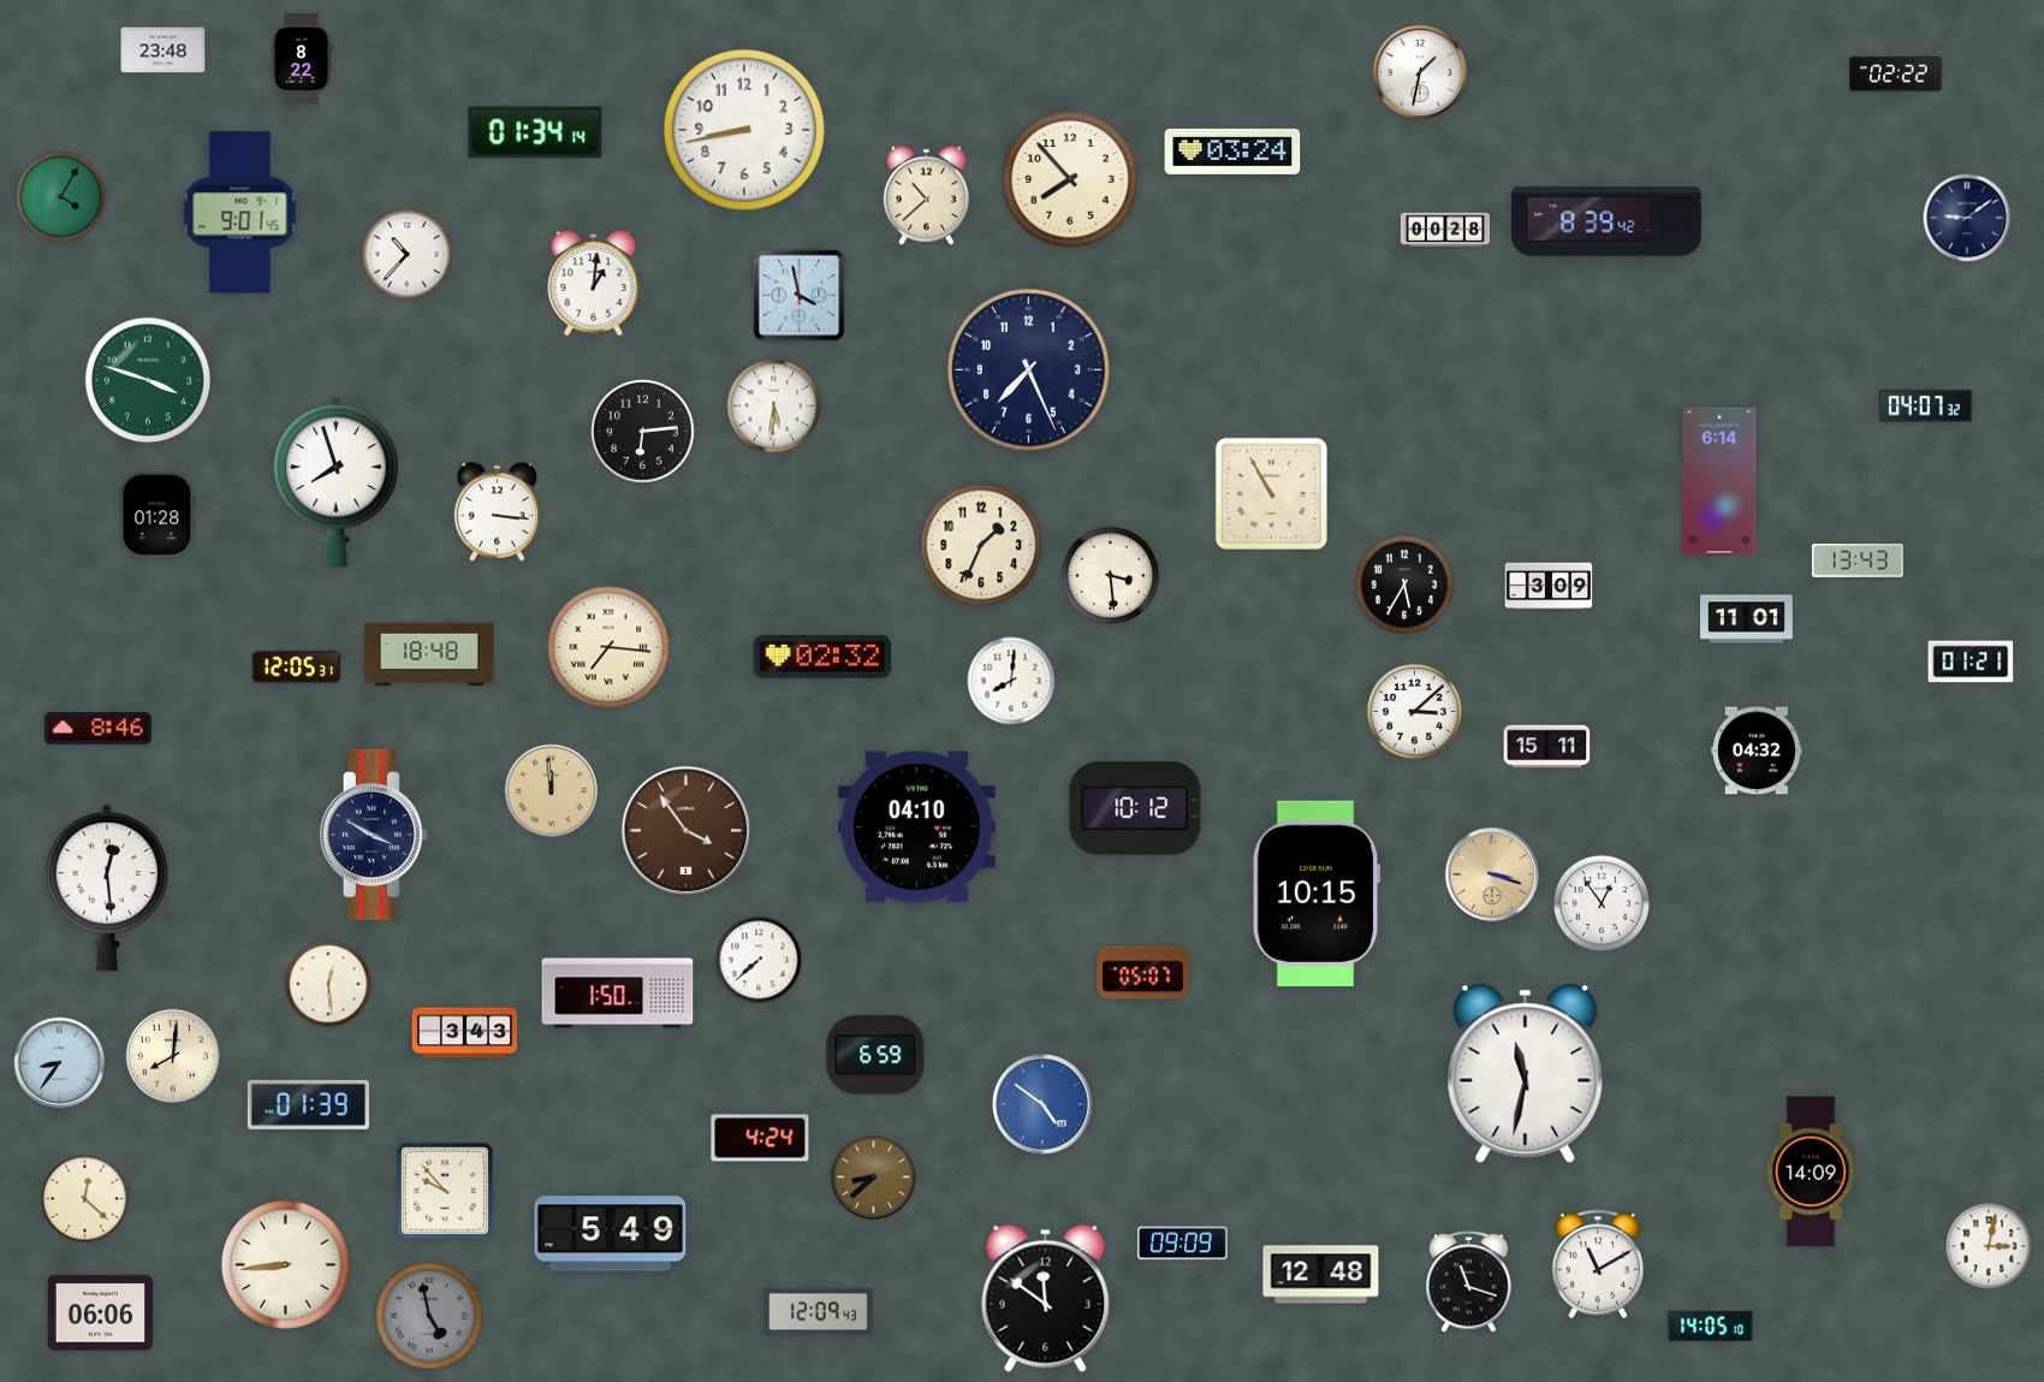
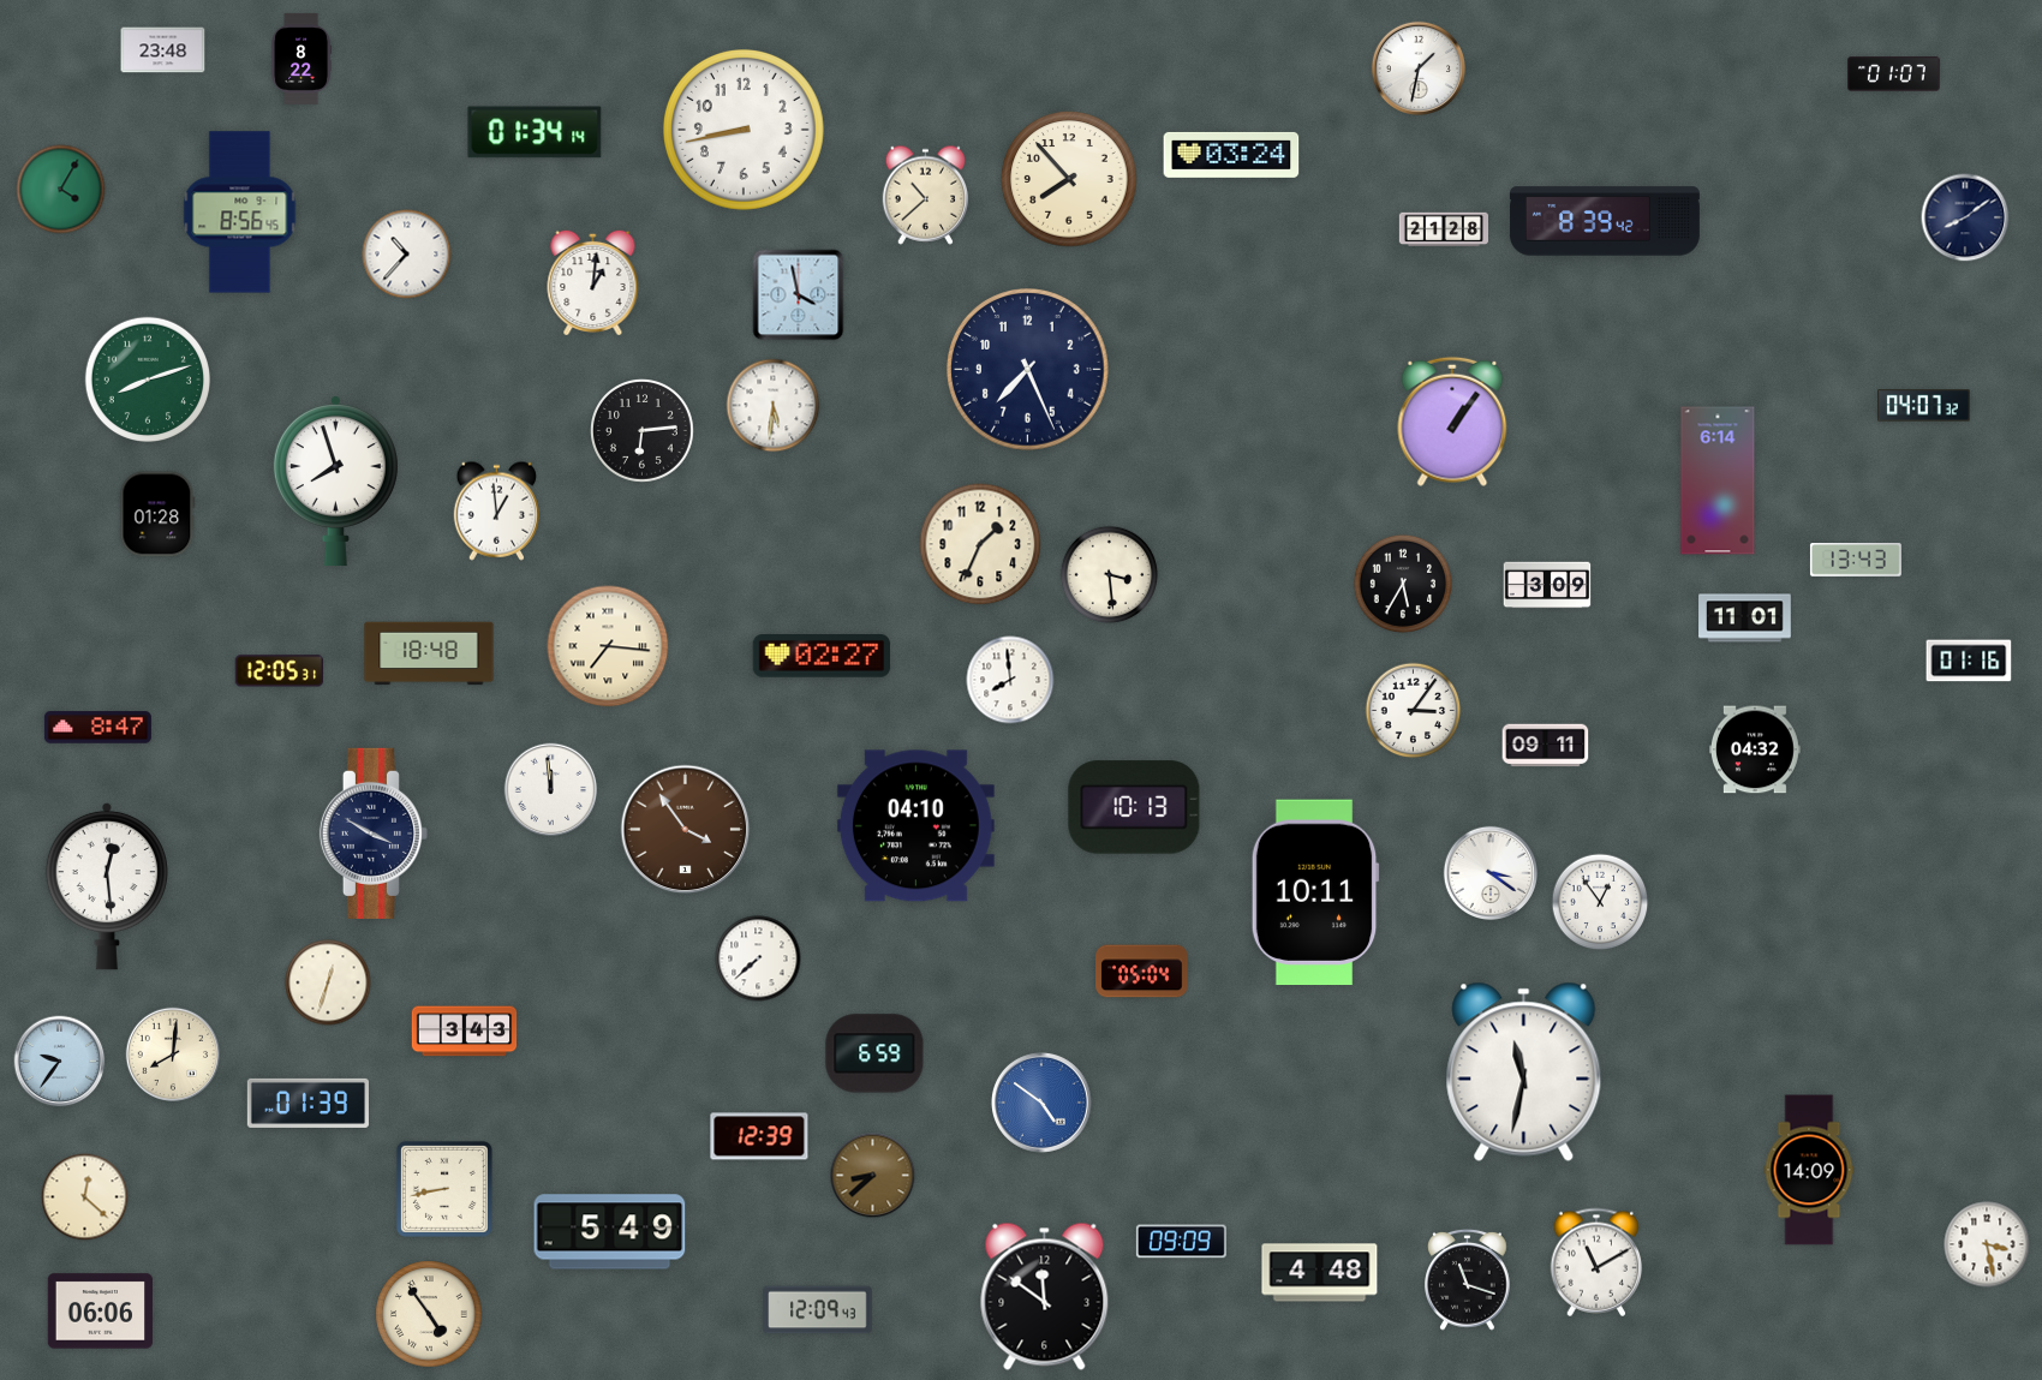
clock at (1420, 72) position: (1420, 72) -> (1419, 68)
clock at (1896, 75): 02:22 -> 01:07
clock at (1232, 152) position: (1232, 152) -> (1231, 155)
clock at (61, 197) position: (61, 197) -> (61, 190)
clock at (240, 213): 9:01 -> 8:56
clock at (1967, 218): 9:09 -> 8:09
clock at (1444, 230): 00:28 -> 21:28
clock at (148, 380): 3:48 -> 8:12
clock at (1452, 422): none -> 1:06
clock at (1271, 493): 10:55 -> none
clock at (498, 511): 3:16 -> 12:59
clock at (821, 658): 02:32 -> 02:27
clock at (1971, 662): 01:21 -> 01:16
clock at (296, 668) position: (296, 668) -> (279, 671)
clock at (1011, 681): 8:01 -> 7:59
clock at (1415, 712): 3:08 -> 3:06
clock at (97, 729): 8:46 -> 8:47
clock at (1547, 747): 15:11 -> 09:11
clock at (552, 791) dial: champagne -> white
clock at (1135, 808): 10:12 -> 10:13
clock at (1492, 874): 3:18 -> 3:21
clock at (1492, 874) dial: champagne -> white
clock at (1317, 894): 10:15 -> 10:11
clock at (1143, 973): 05:07 -> 05:04
clock at (328, 984): 12:29 -> 12:33
clock at (618, 994): 1:50 -> none
clock at (60, 1063): 8:36 -> 9:36
clock at (760, 1138): 4:24 -> 12:39
clock at (445, 1191): 9:53 -> 8:43
clock at (1989, 1246): 3:02 -> 3:28
clock at (285, 1264): 8:44 -> none
clock at (1321, 1275): 12:48 -> 4:48
clock at (429, 1316): 4:58 -> 4:54
clock at (429, 1316) dial: grey -> cream
clock at (1711, 1325): 14:05 -> none
